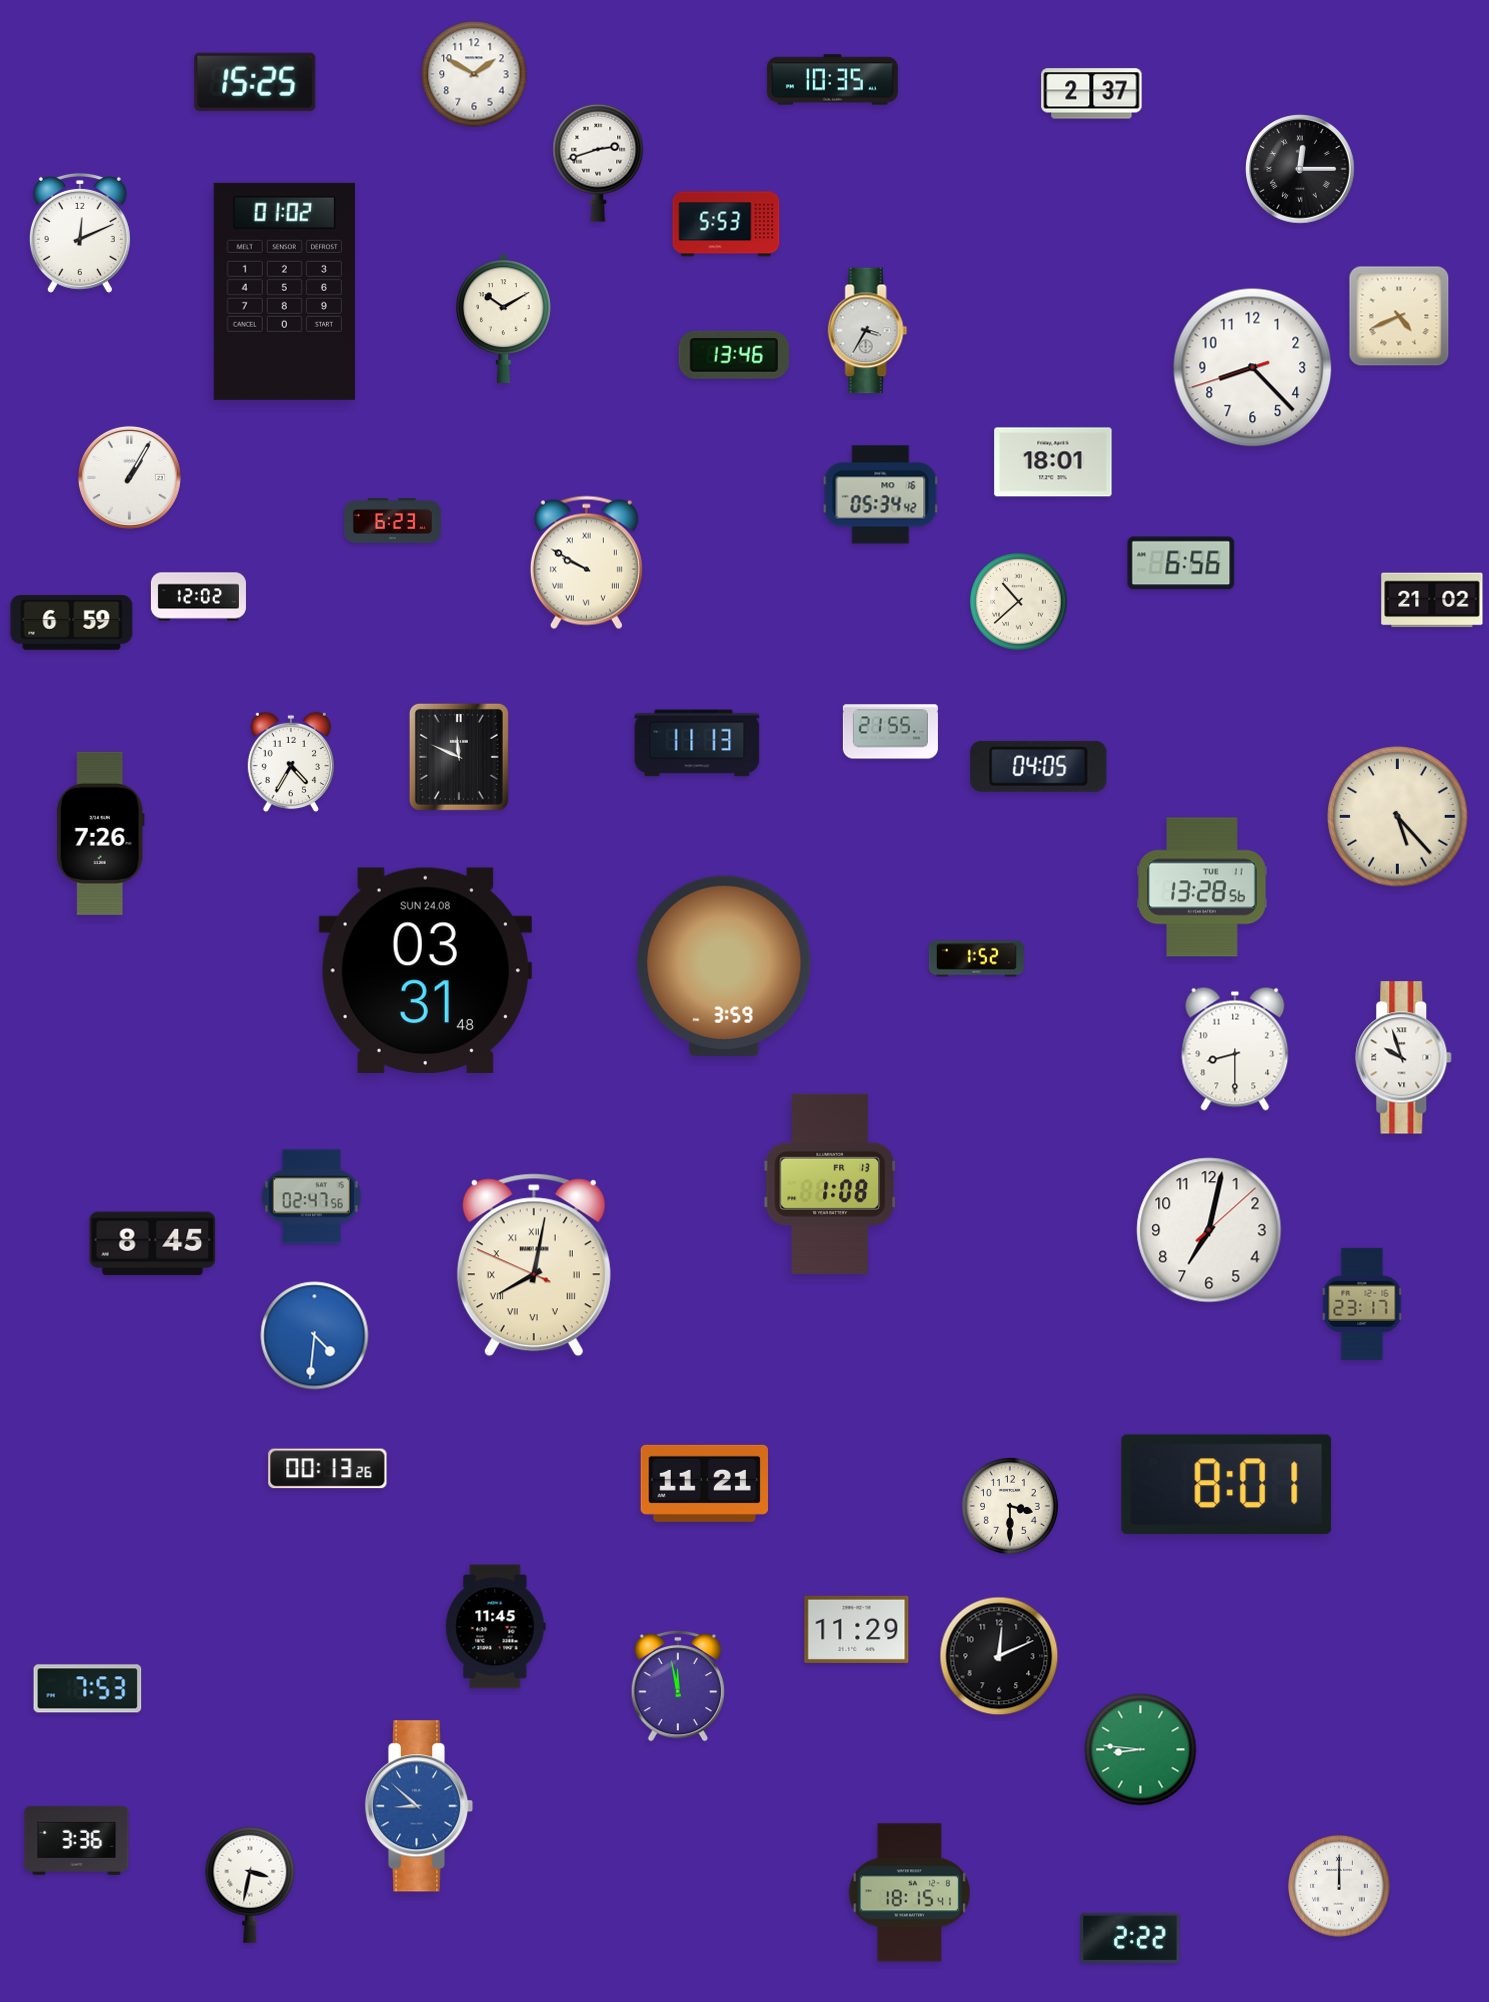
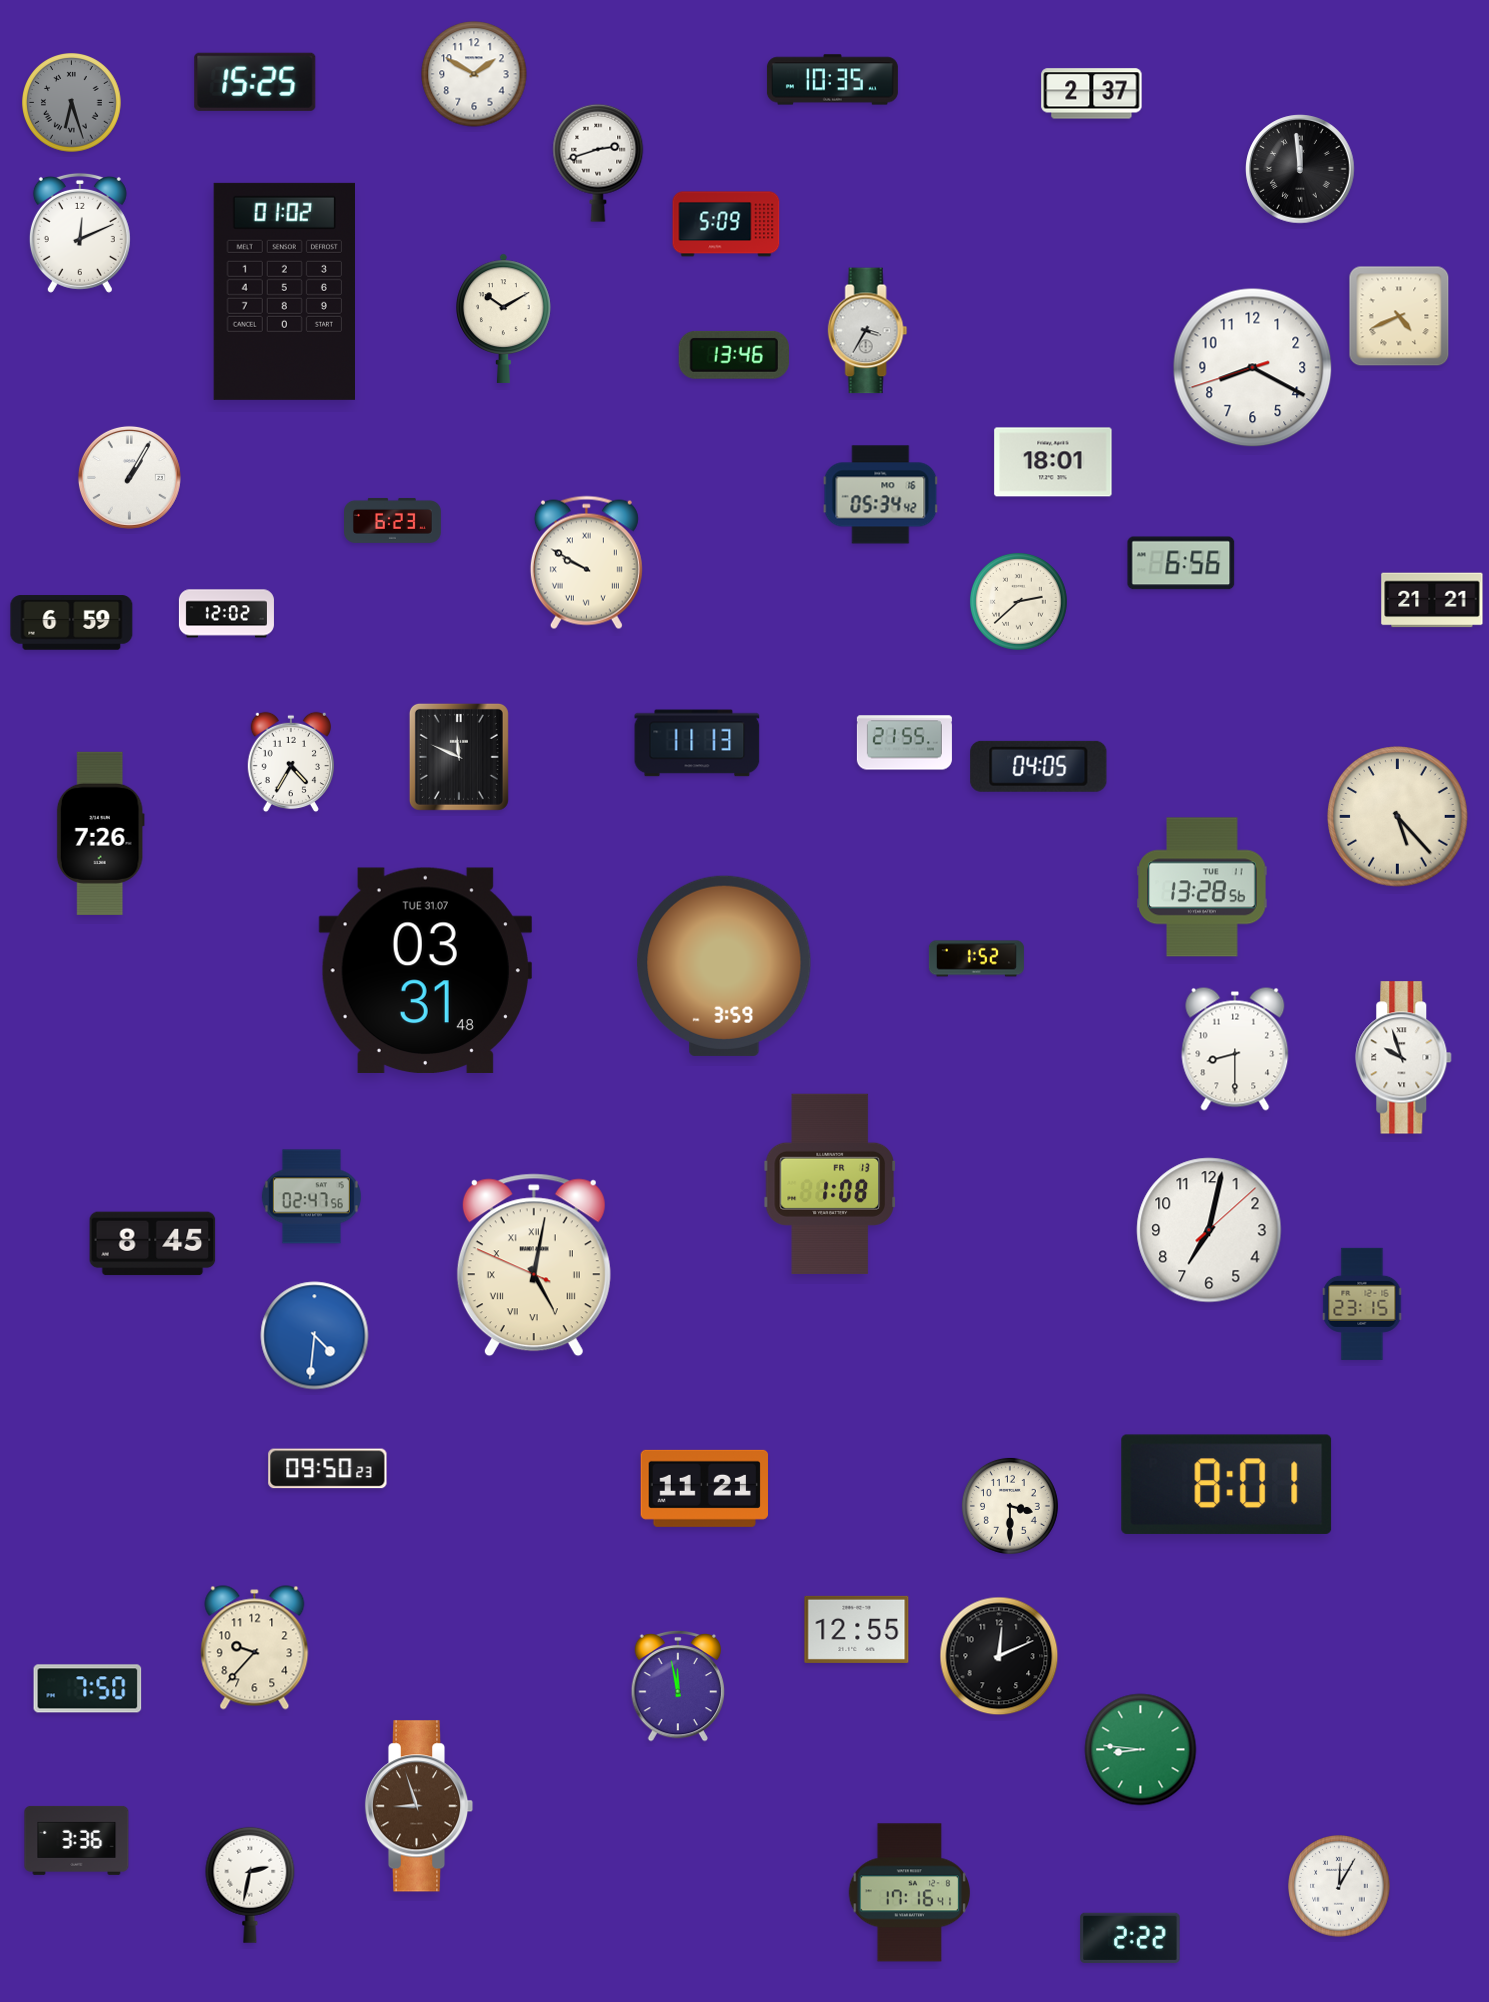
clock at (72, 103): none -> 6:27
clock at (1300, 169): 12:15 -> 11:59
clock at (726, 224): 5:53 -> 5:09
clock at (1253, 368): 8:22 -> 8:19
clock at (198, 597) position: (198, 597) -> (226, 614)
clock at (1432, 600): 21:02 -> 21:21
clock at (1018, 601): 10:38 -> 2:38
clock at (890, 732) position: (890, 732) -> (904, 743)
clock at (425, 970) date: SUN 24.08 -> TUE 31.07
clock at (534, 1265): 8:01 -> 5:01
clock at (1362, 1304): 23:17 -> 23:15
clock at (328, 1469): 00:13 -> 09:50
clock at (704, 1483) position: (704, 1483) -> (704, 1488)
clock at (496, 1627): 11:45 -> none
clock at (857, 1629): 11:29 -> 12:55
clock at (255, 1648): none -> 9:37
clock at (88, 1689): 7:53 -> 7:50
clock at (419, 1806): 8:52 -> 8:57
clock at (419, 1806) dial: blue -> brown
clock at (250, 1885): 3:32 -> 2:32
clock at (1339, 1886): 12:00 -> 12:05
clock at (909, 1893): 18:15 -> 17:16
